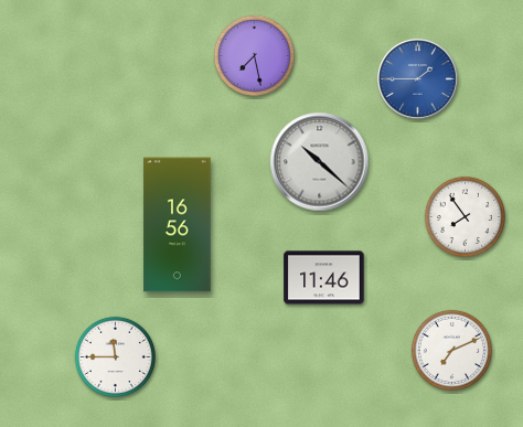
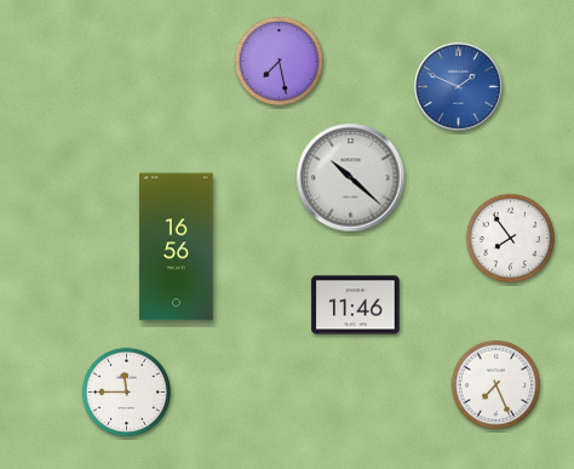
clock at (418, 79): 1:45 -> 1:49
clock at (178, 225) position: (178, 225) -> (177, 247)
clock at (451, 350): 7:11 -> 7:26
